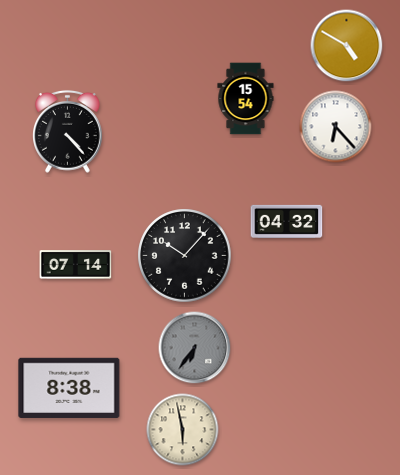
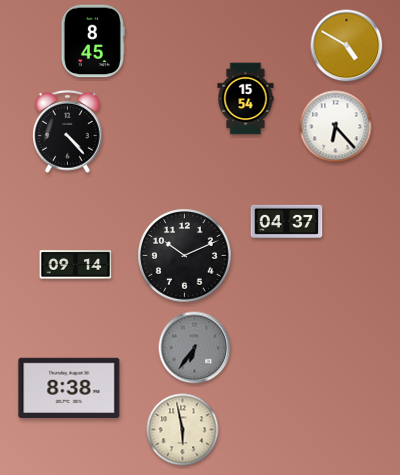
clock at (93, 41): none -> 8:45
clock at (287, 221): 04:32 -> 04:37
clock at (185, 256): 10:07 -> 10:11
clock at (76, 265): 07:14 -> 09:14
